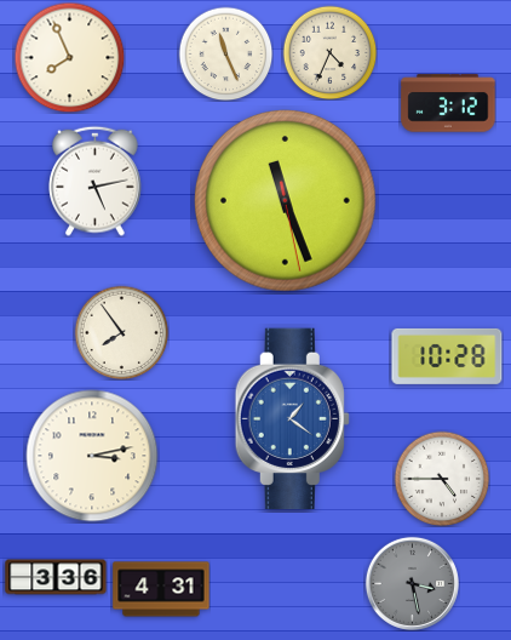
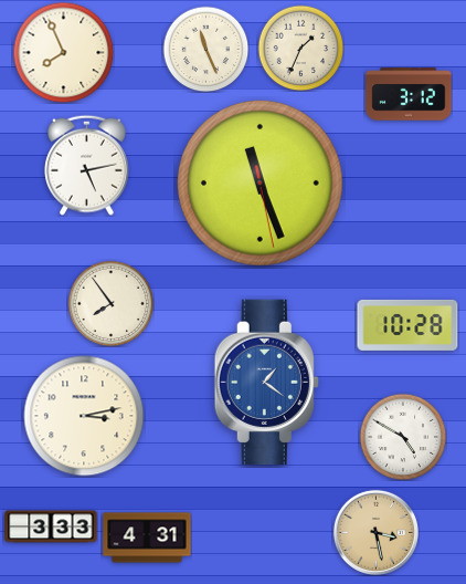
clock at (329, 52): 4:34 -> 1:34
clock at (442, 479): 4:45 -> 4:50
clock at (56, 577): 3:36 -> 3:33
clock at (412, 583) dial: grey -> champagne
